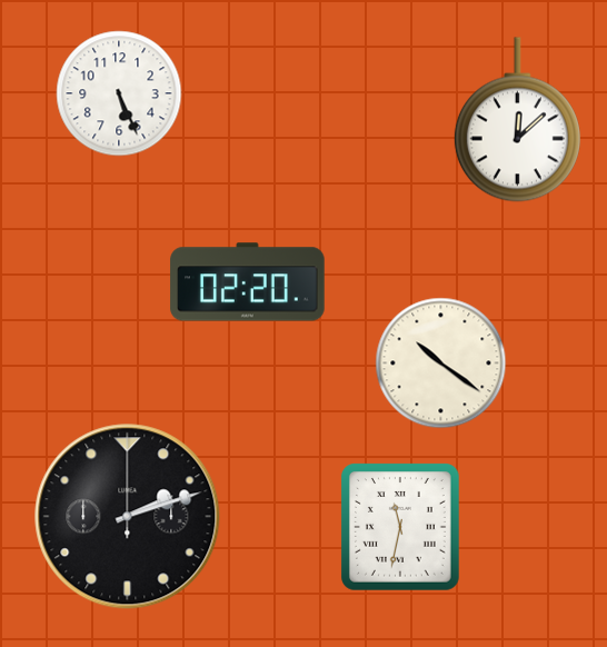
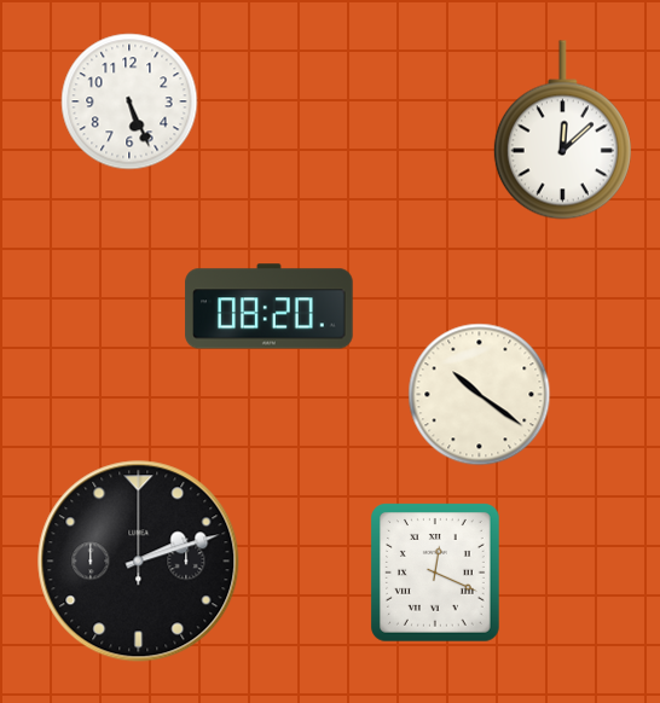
clock at (248, 282): 02:20 -> 08:20
clock at (401, 528): 11:32 -> 12:19
